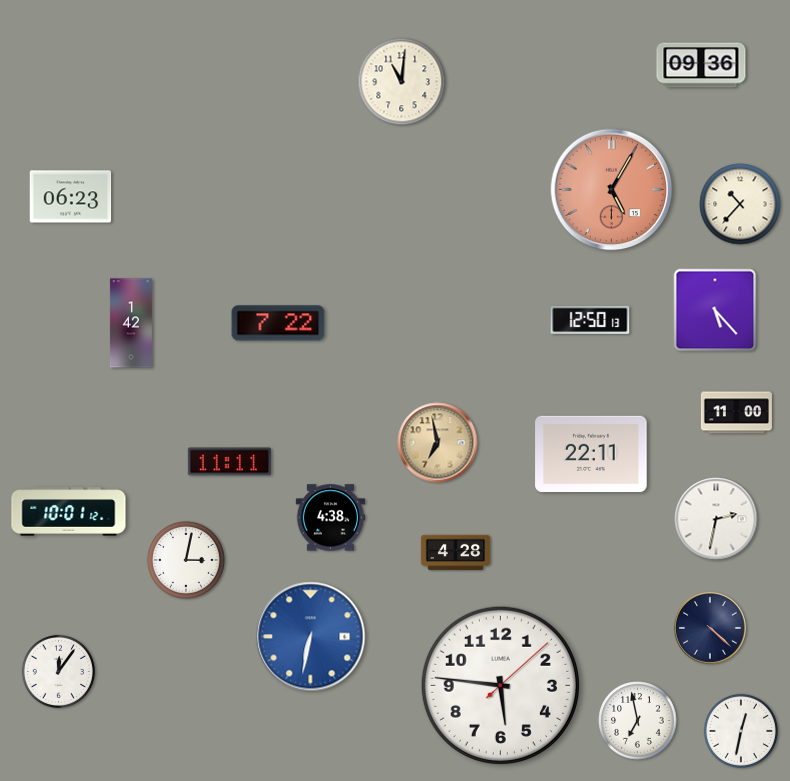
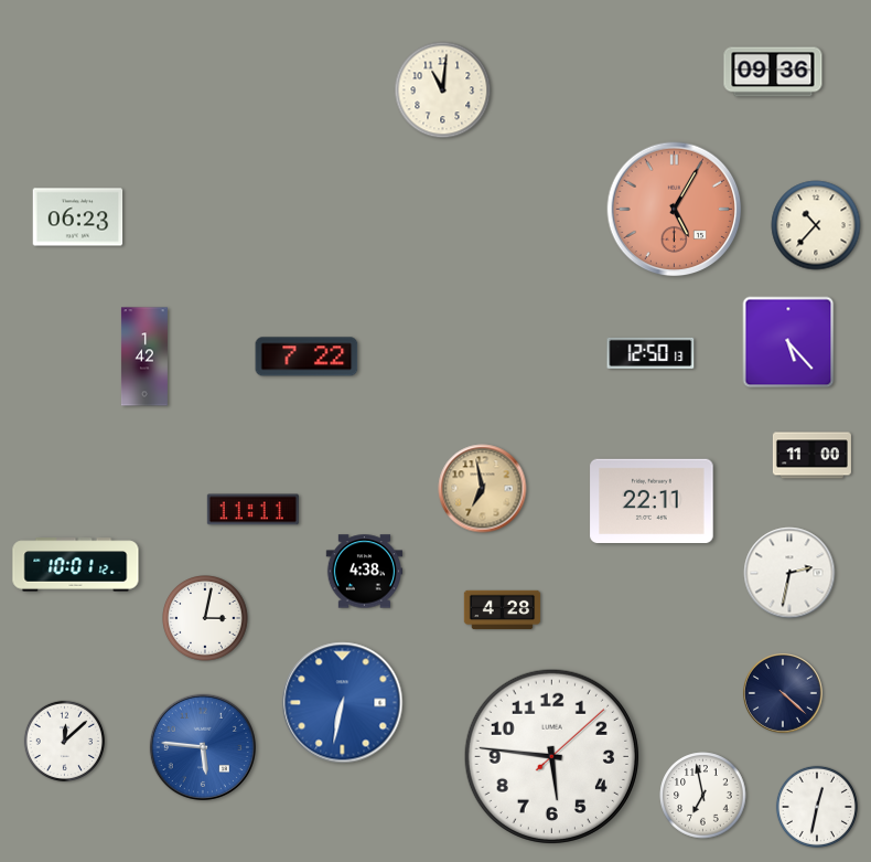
clock at (59, 672): 12:06 -> 12:08
clock at (203, 747): none -> 5:46
